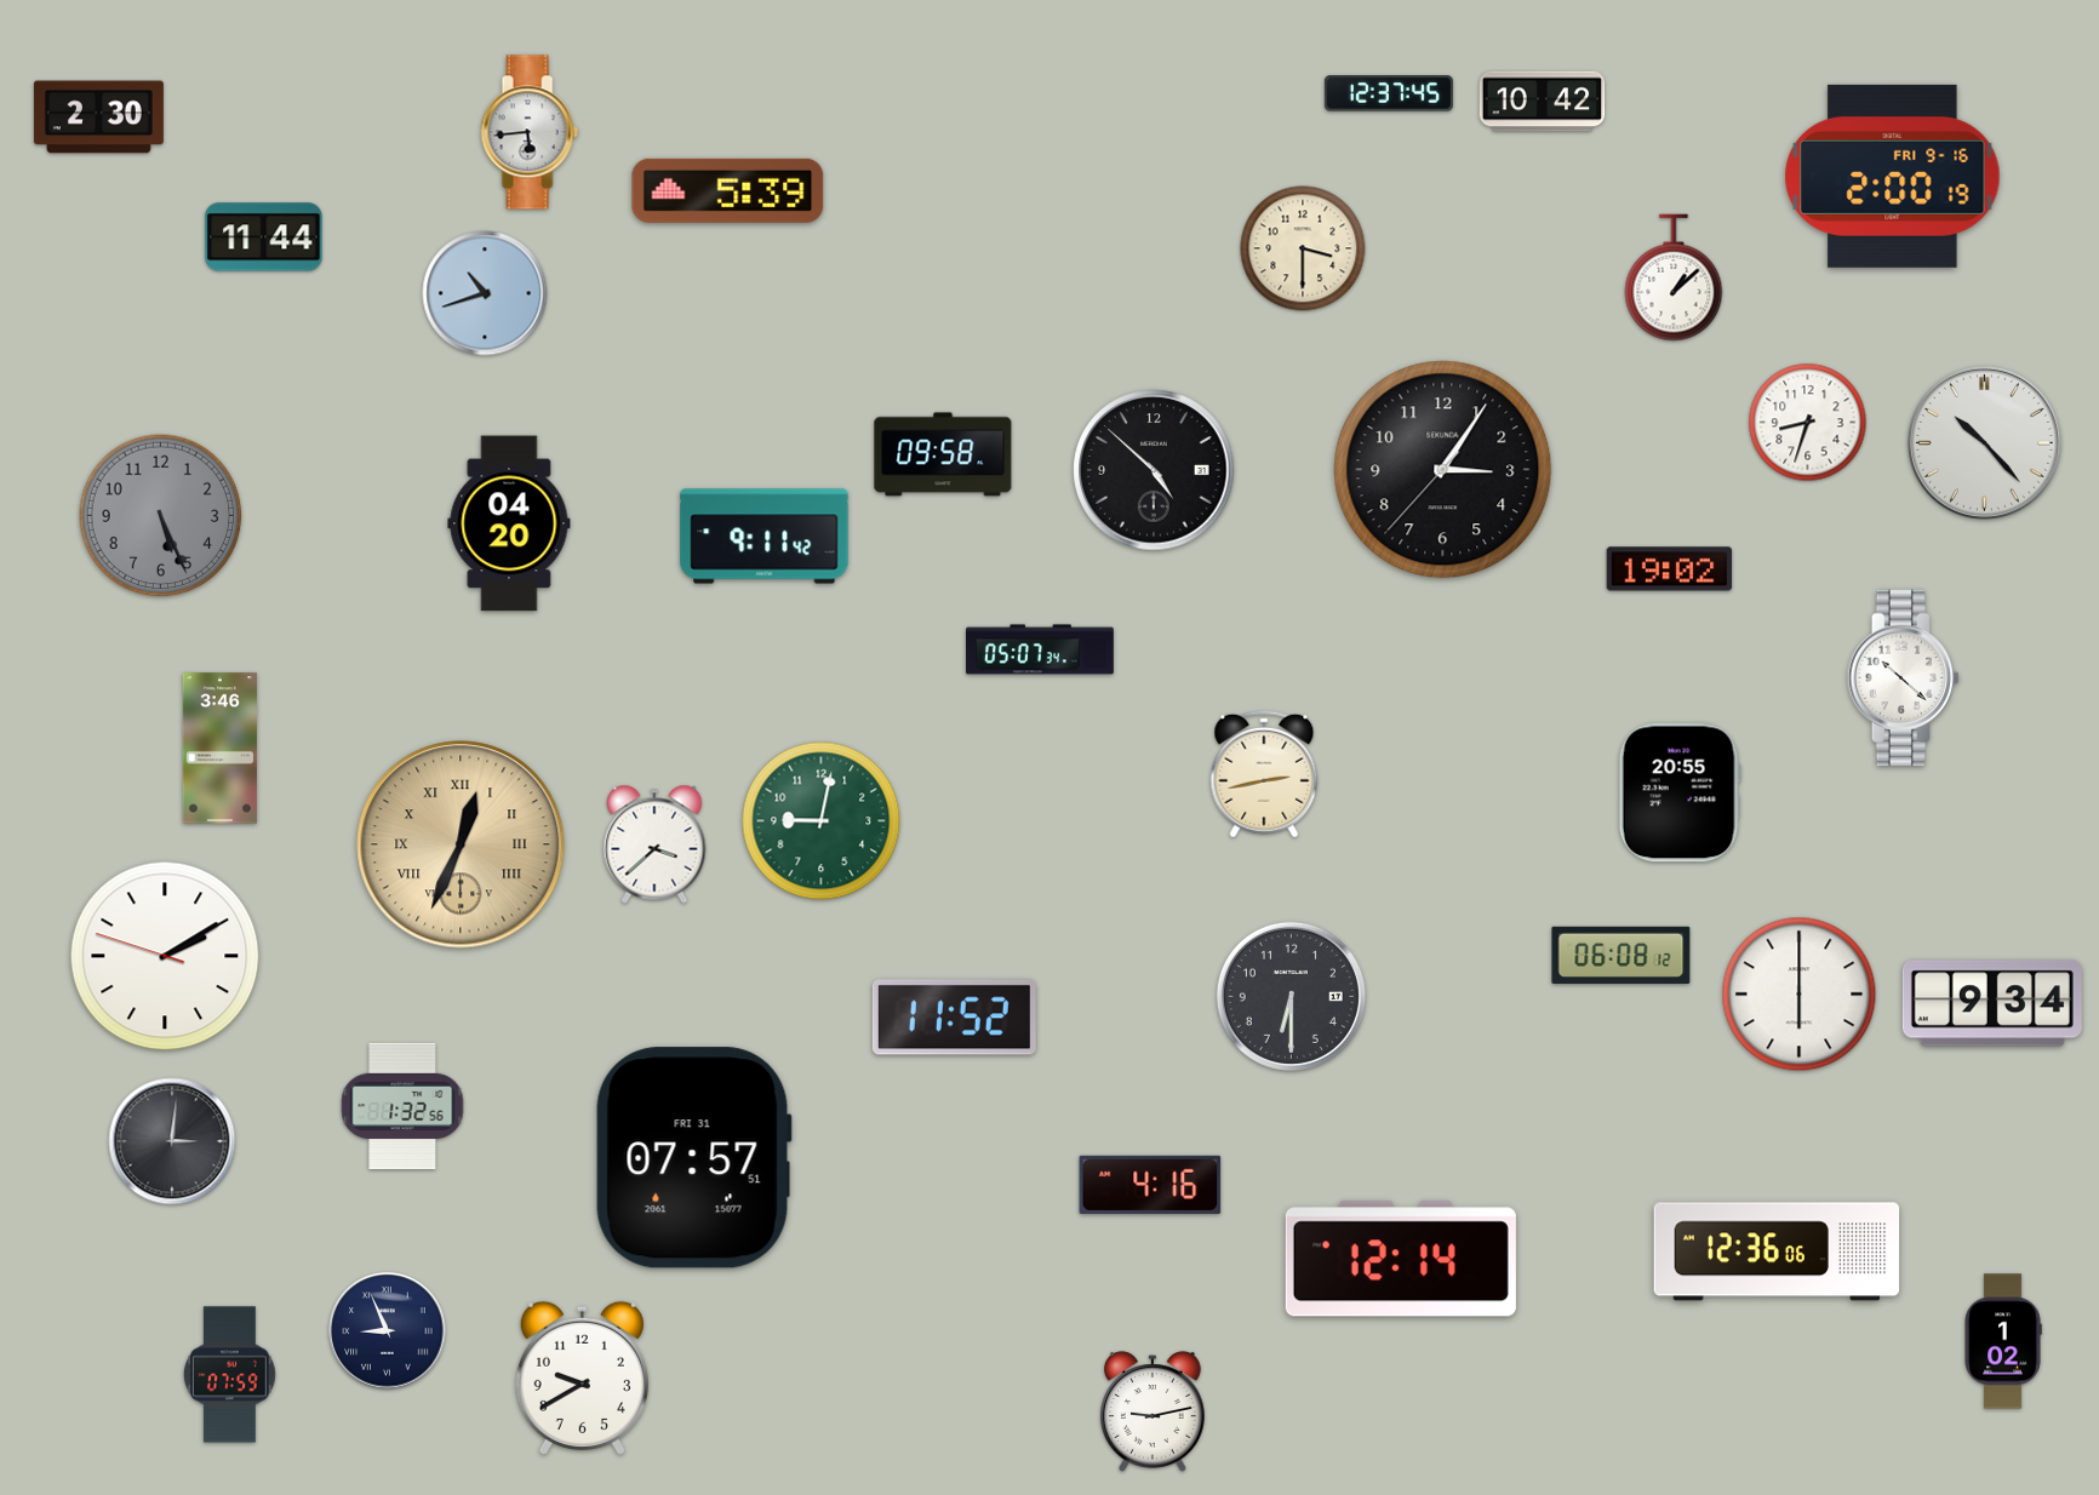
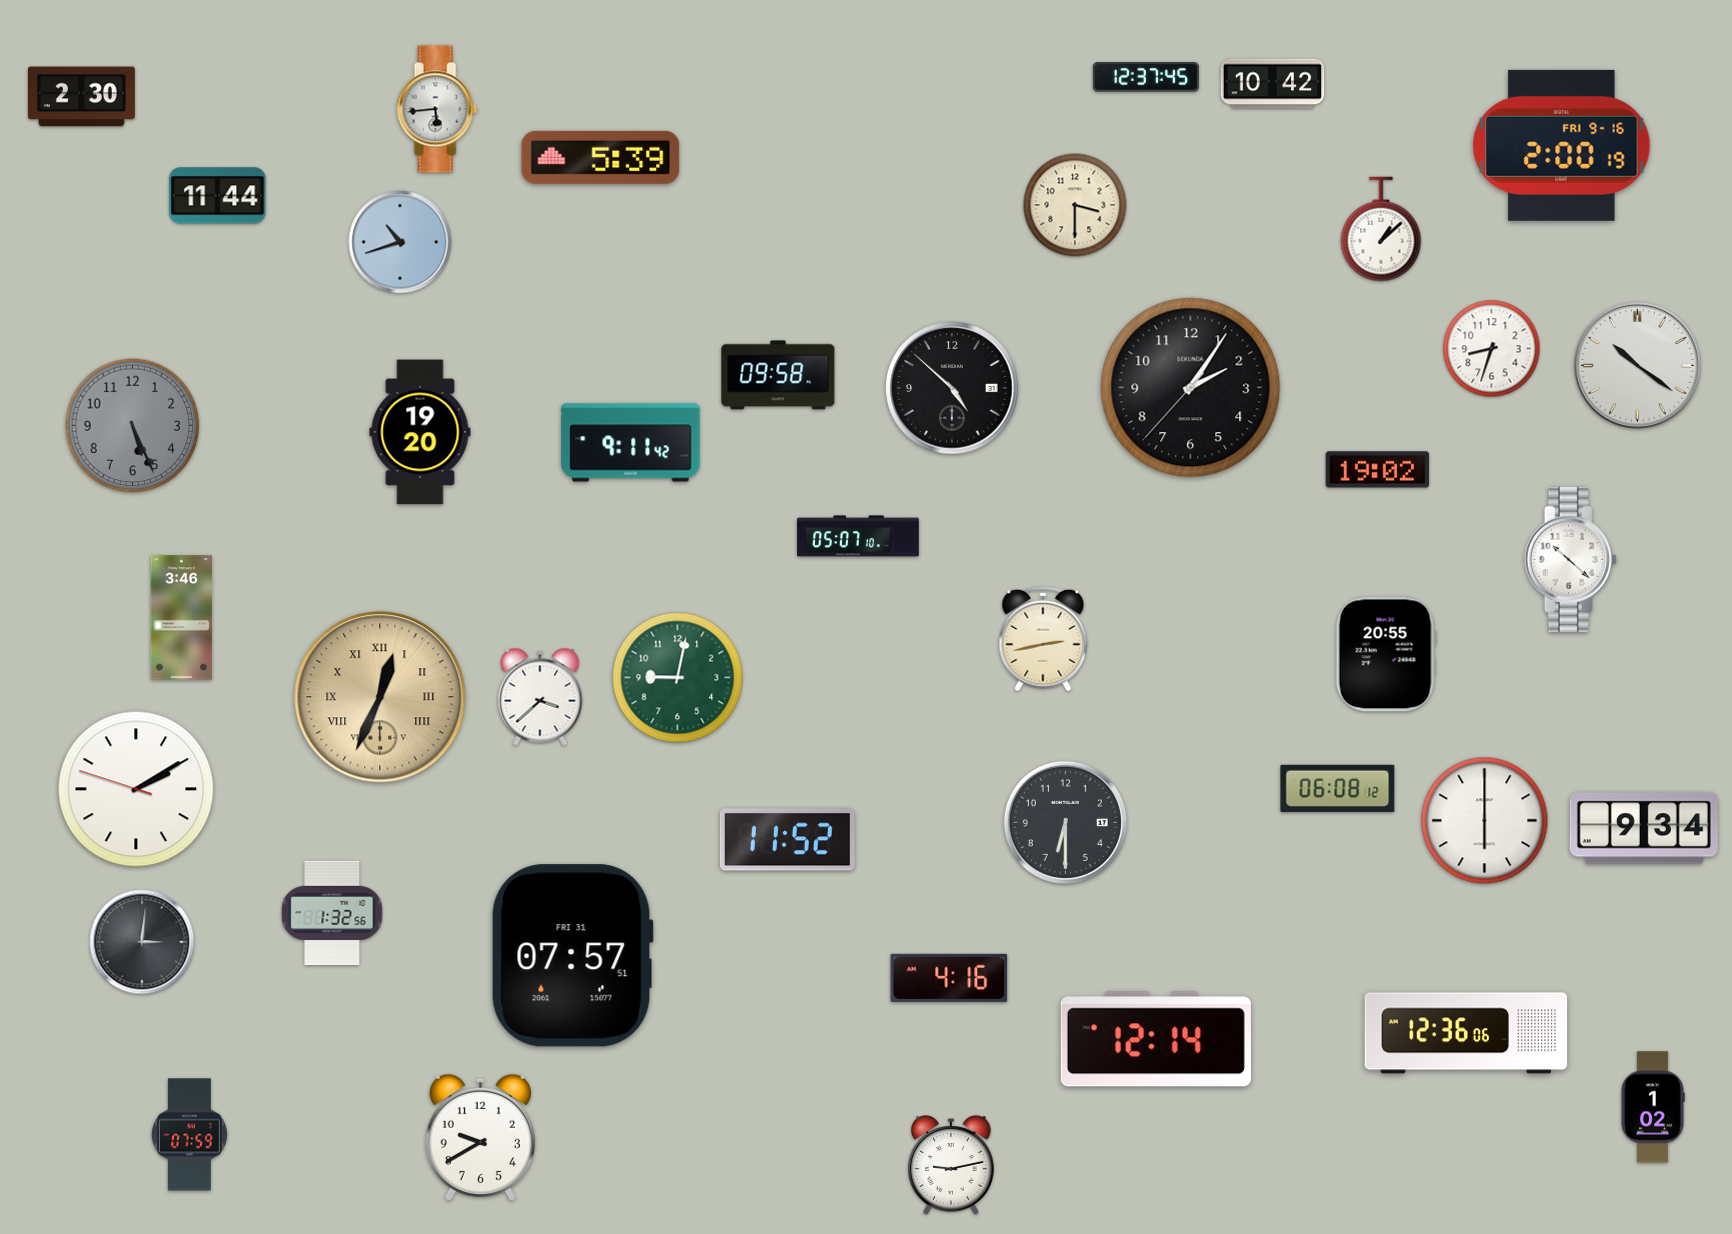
clock at (1984, 442): 10:23 -> 10:21
clock at (1443, 470): 3:05 -> 2:05
clock at (509, 523): 04:20 -> 19:20
clock at (1040, 649): 05:07:34 -> 05:07:10
clock at (388, 1331): 8:56 -> none
